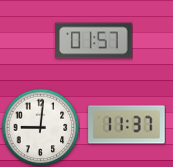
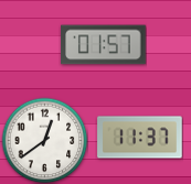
clock at (40, 127): 9:01 -> 12:39
